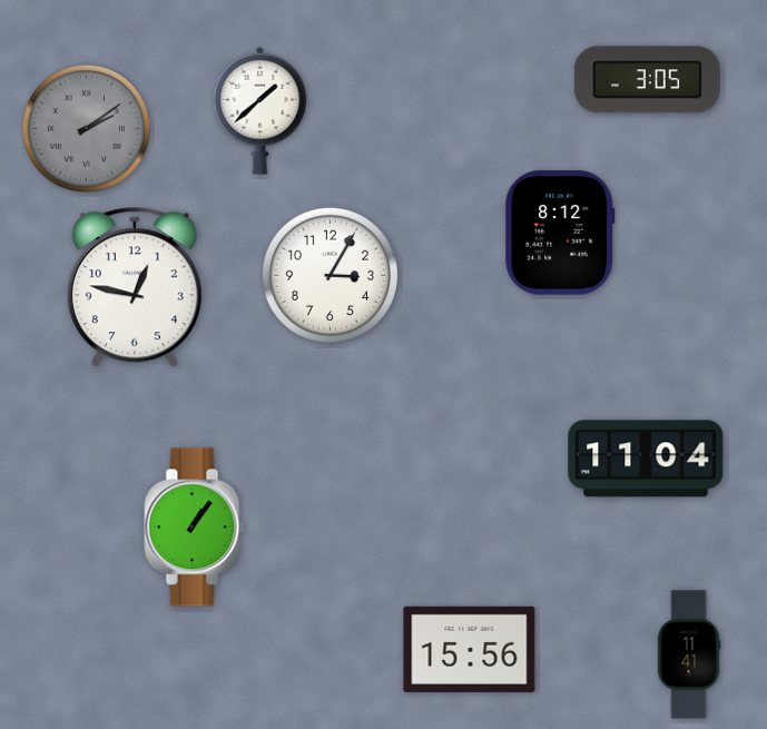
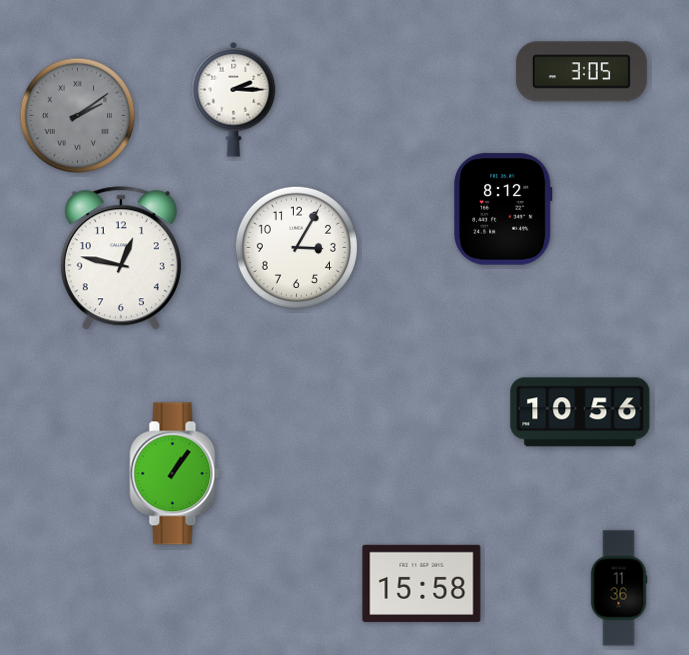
clock at (260, 110): 1:38 -> 2:15
clock at (646, 459): 11:04 -> 10:56
clock at (470, 649): 15:56 -> 15:58
clock at (689, 654): 11:41 -> 11:36
